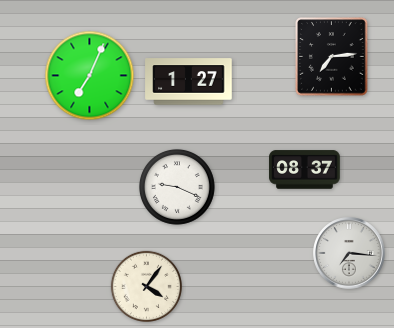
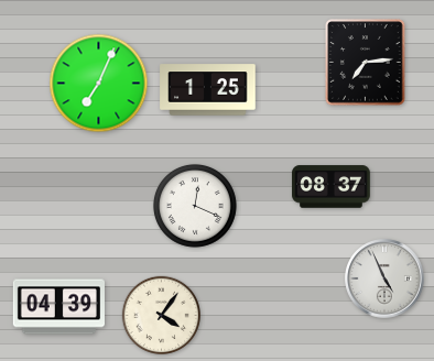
clock at (189, 82): 1:27 -> 1:25
clock at (305, 170) position: (305, 170) -> (332, 187)
clock at (177, 187): 9:19 -> 12:19
clock at (349, 253): 7:16 -> 4:56
clock at (58, 307): none -> 04:39
